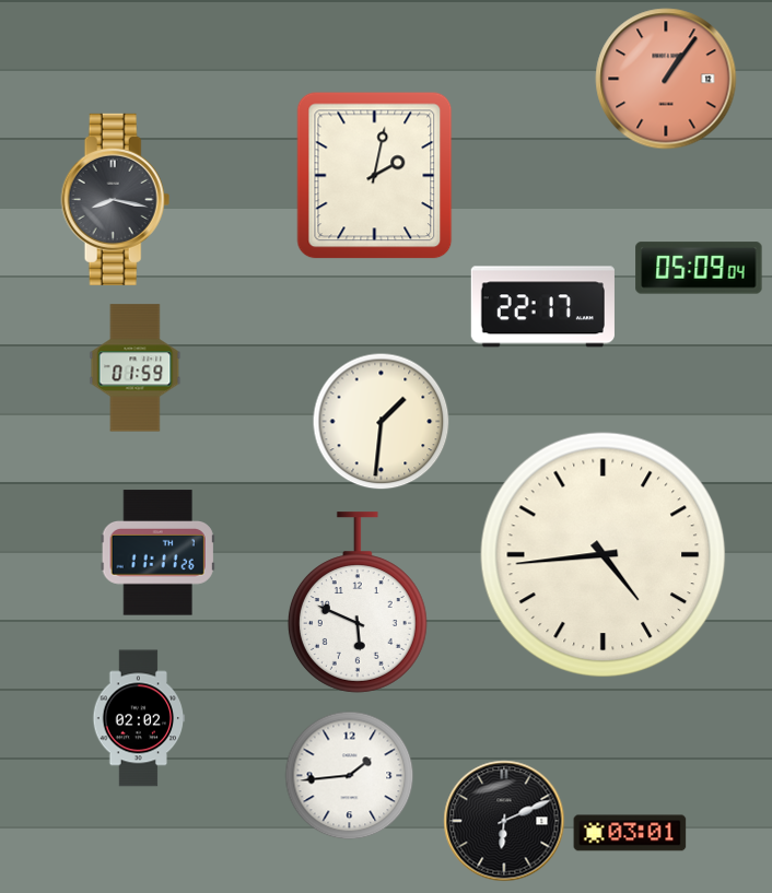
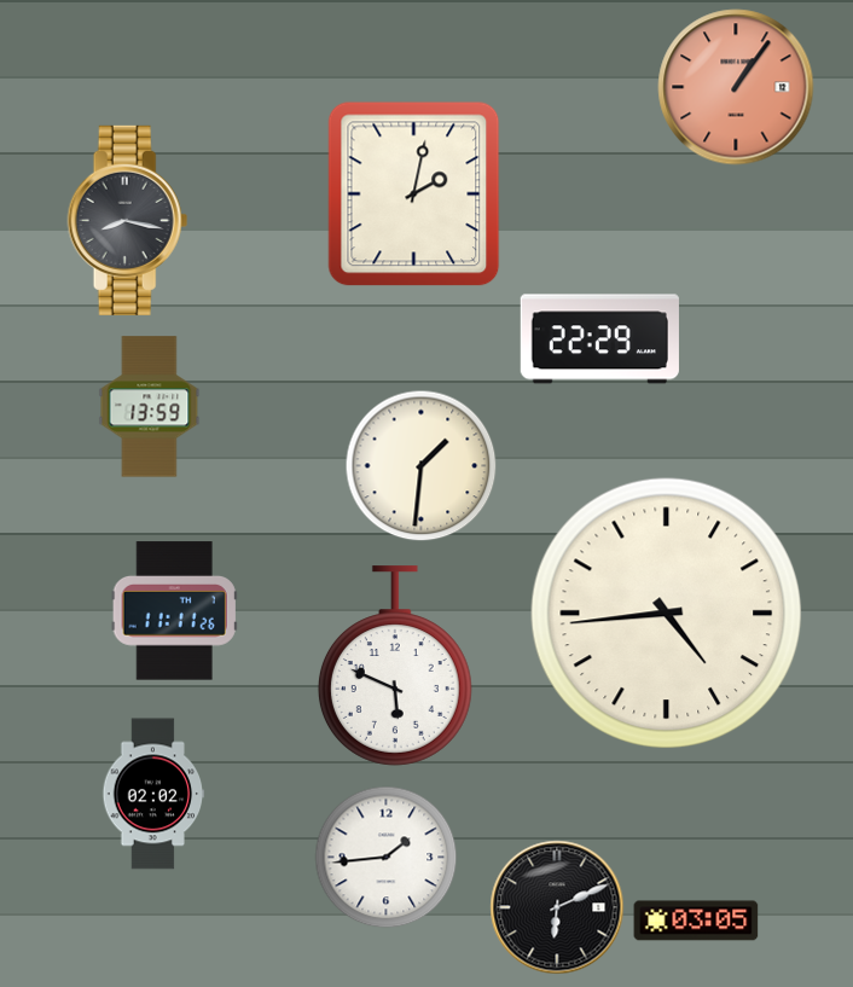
clock at (699, 268): 05:09 -> none
clock at (542, 307): 22:17 -> 22:29
clock at (136, 368): 01:59 -> 13:59
clock at (630, 833): 03:01 -> 03:05
